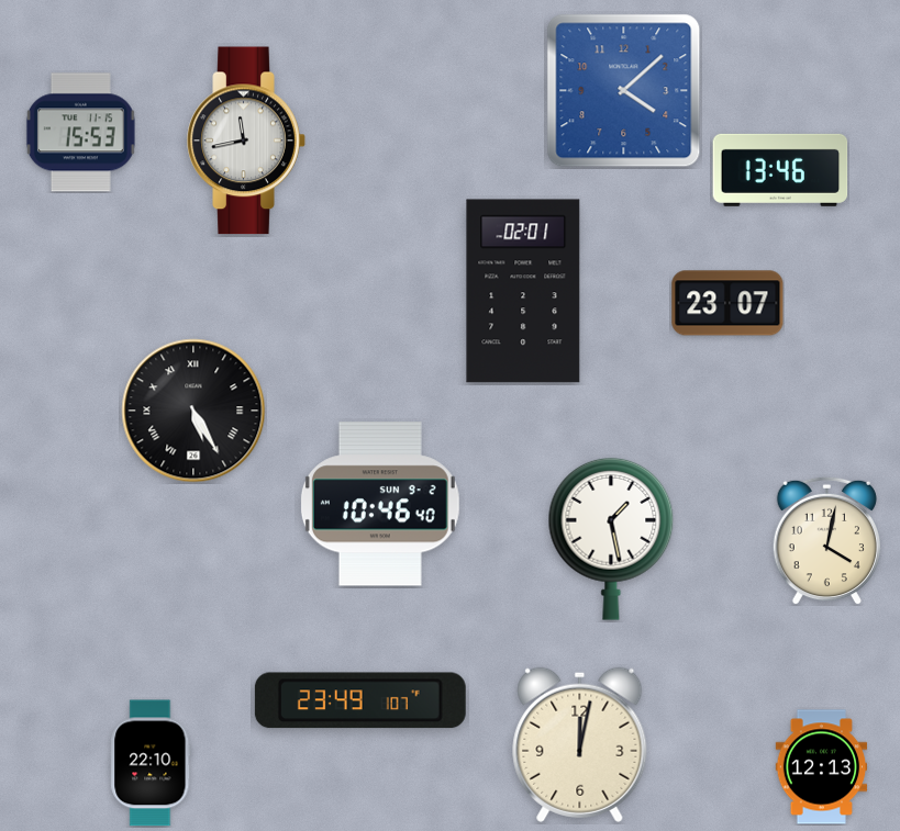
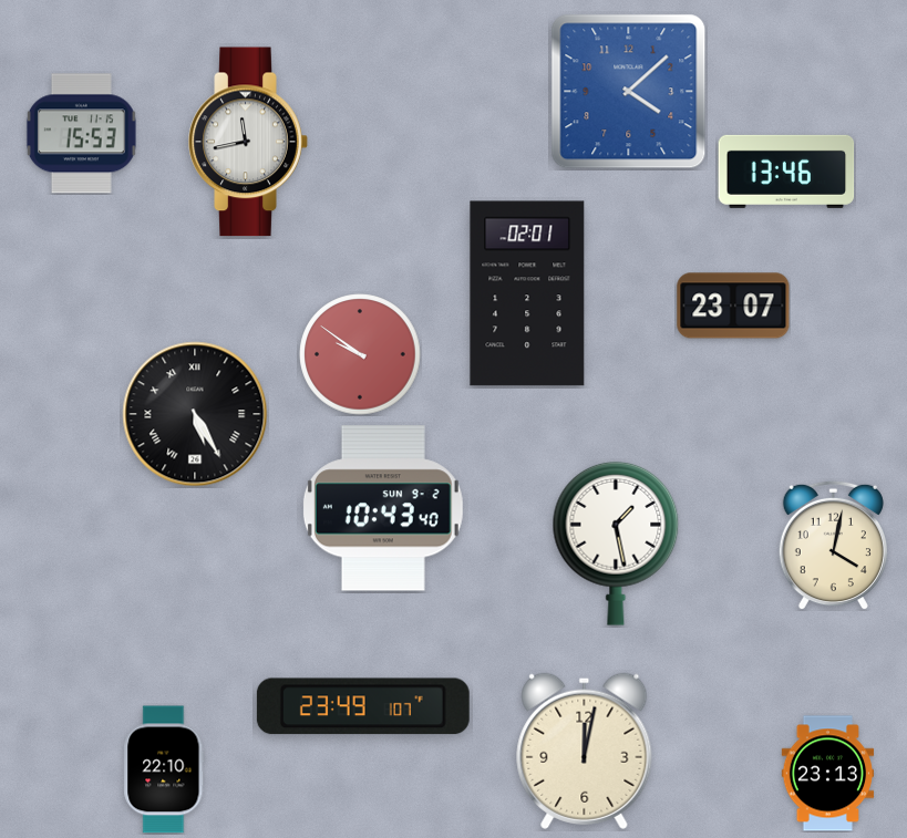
clock at (360, 354): none -> 9:51
clock at (380, 504): 10:46 -> 10:43
clock at (151, 763) position: (151, 763) -> (164, 769)
clock at (822, 767): 12:13 -> 23:13
